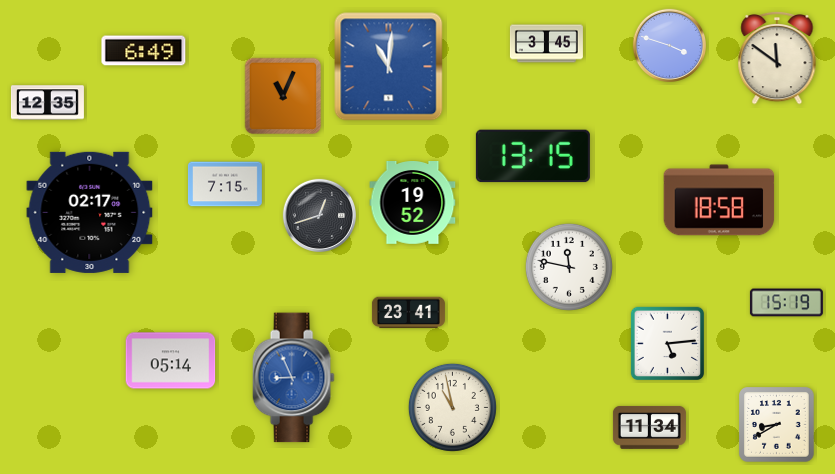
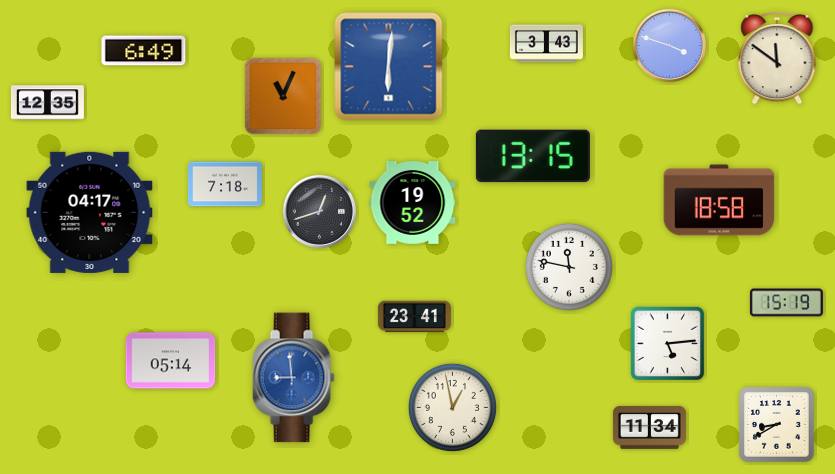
clock at (546, 44): 3:45 -> 3:43
clock at (389, 67): 11:01 -> 6:01
clock at (225, 184): 7:15 -> 7:18
clock at (90, 212): 02:17 -> 04:17
clock at (319, 215) position: (319, 215) -> (319, 211)
clock at (408, 313) position: (408, 313) -> (414, 317)
clock at (293, 378): 8:56 -> 8:59
clock at (452, 407): 10:58 -> 12:58
